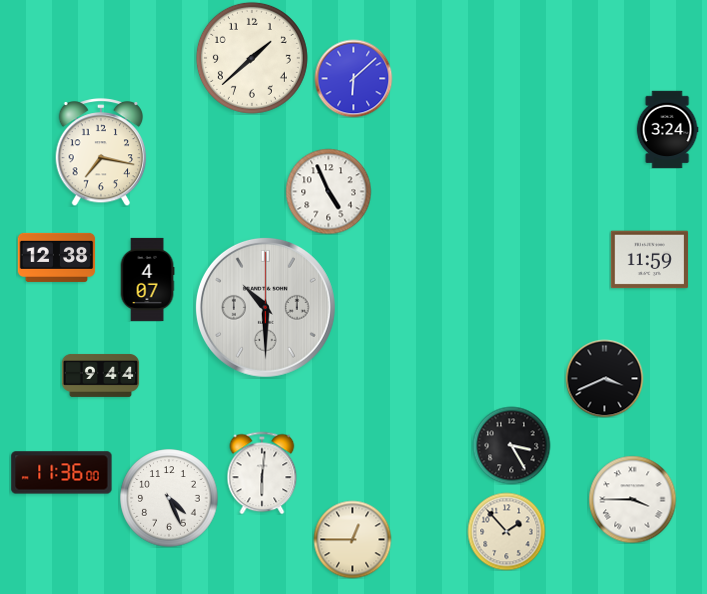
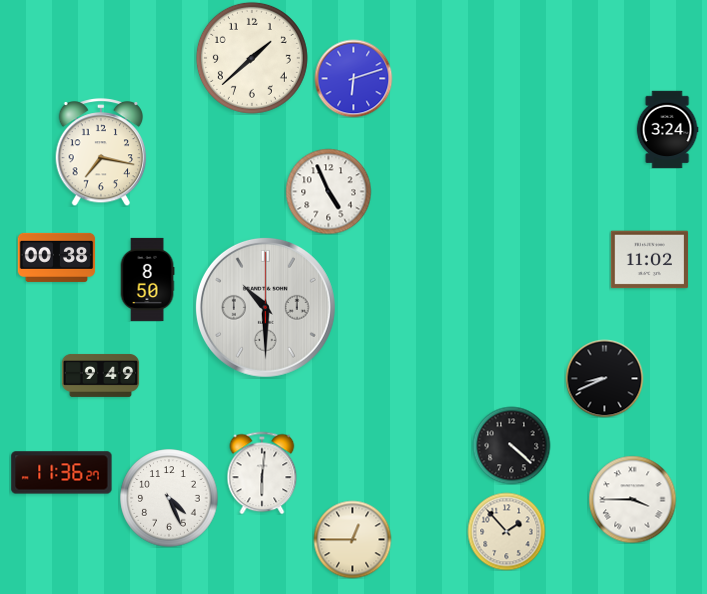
clock at (353, 78): 6:08 -> 6:12
clock at (56, 257): 12:38 -> 00:38
clock at (649, 260): 11:59 -> 11:02
clock at (147, 279): 4:07 -> 8:50
clock at (100, 375): 9:44 -> 9:49
clock at (604, 378): 3:41 -> 8:41
clock at (511, 445): 3:25 -> 4:22
clock at (62, 473): 11:36:00 -> 11:36:27
